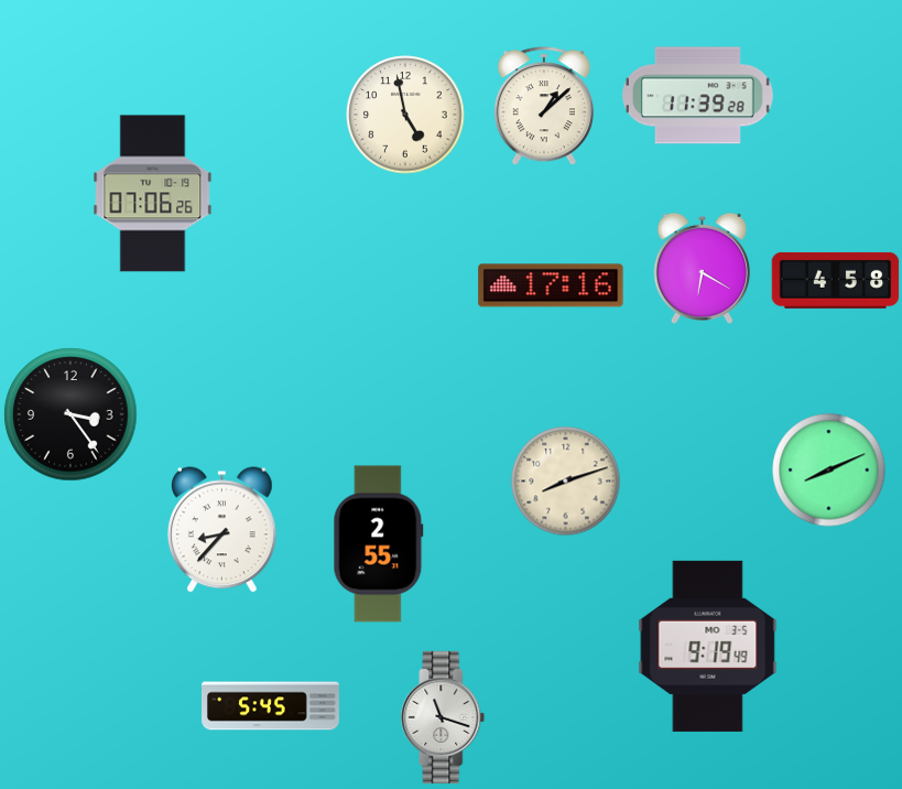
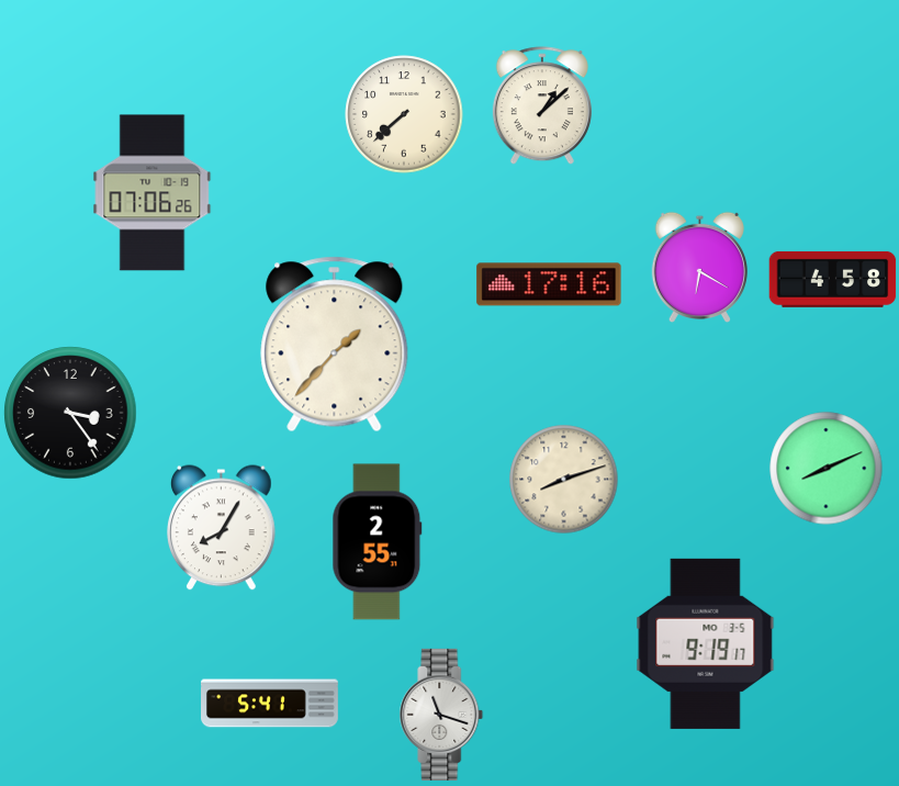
clock at (697, 96): 11:39 -> none
clock at (405, 115): 4:58 -> 7:38
clock at (335, 345): none -> 1:37
clock at (222, 530): 8:37 -> 8:05
clock at (708, 646): 9:19:49 -> 9:19:17
clock at (271, 706): 5:45 -> 5:41
